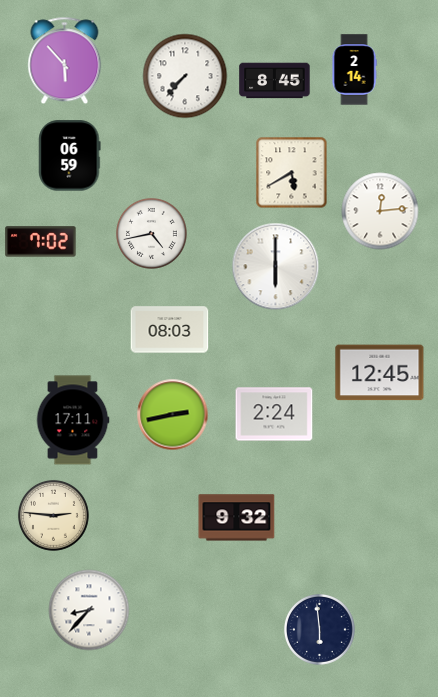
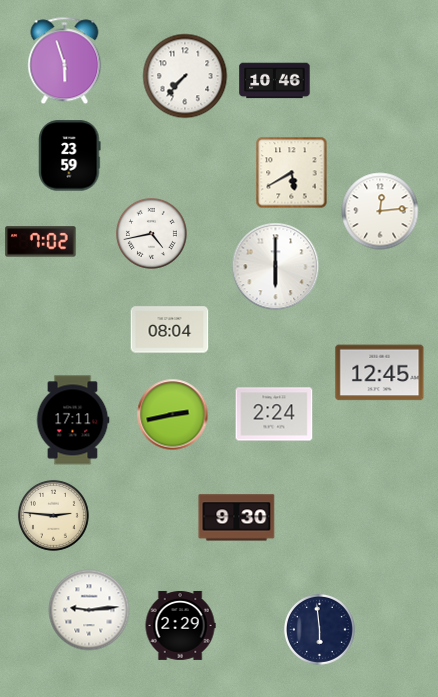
clock at (65, 61): 5:53 -> 5:57
clock at (354, 70): 2:14 -> none
clock at (275, 81): 8:45 -> 10:46
clock at (70, 156): 06:59 -> 23:59
clock at (170, 330): 08:03 -> 08:04
clock at (237, 518): 9:32 -> 9:30
clock at (89, 610): 8:37 -> 9:14
clock at (180, 626): none -> 2:29
